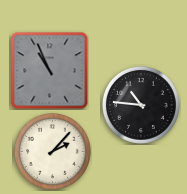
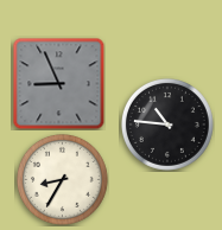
clock at (49, 70): 10:56 -> 8:56
clock at (52, 151): 2:07 -> 8:35
